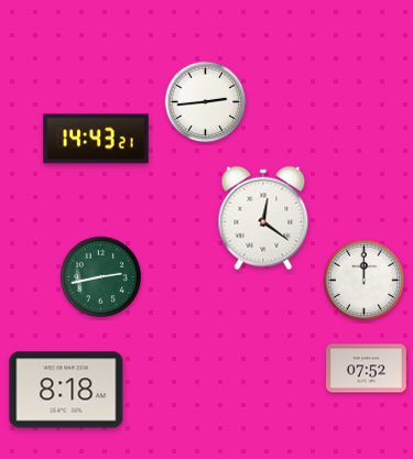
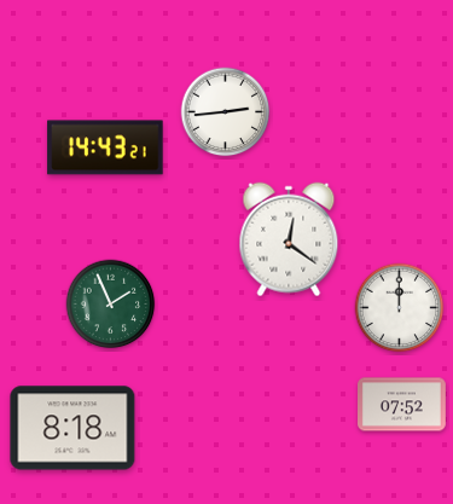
clock at (96, 139) position: (96, 139) -> (105, 147)
clock at (101, 277): 2:43 -> 1:56
